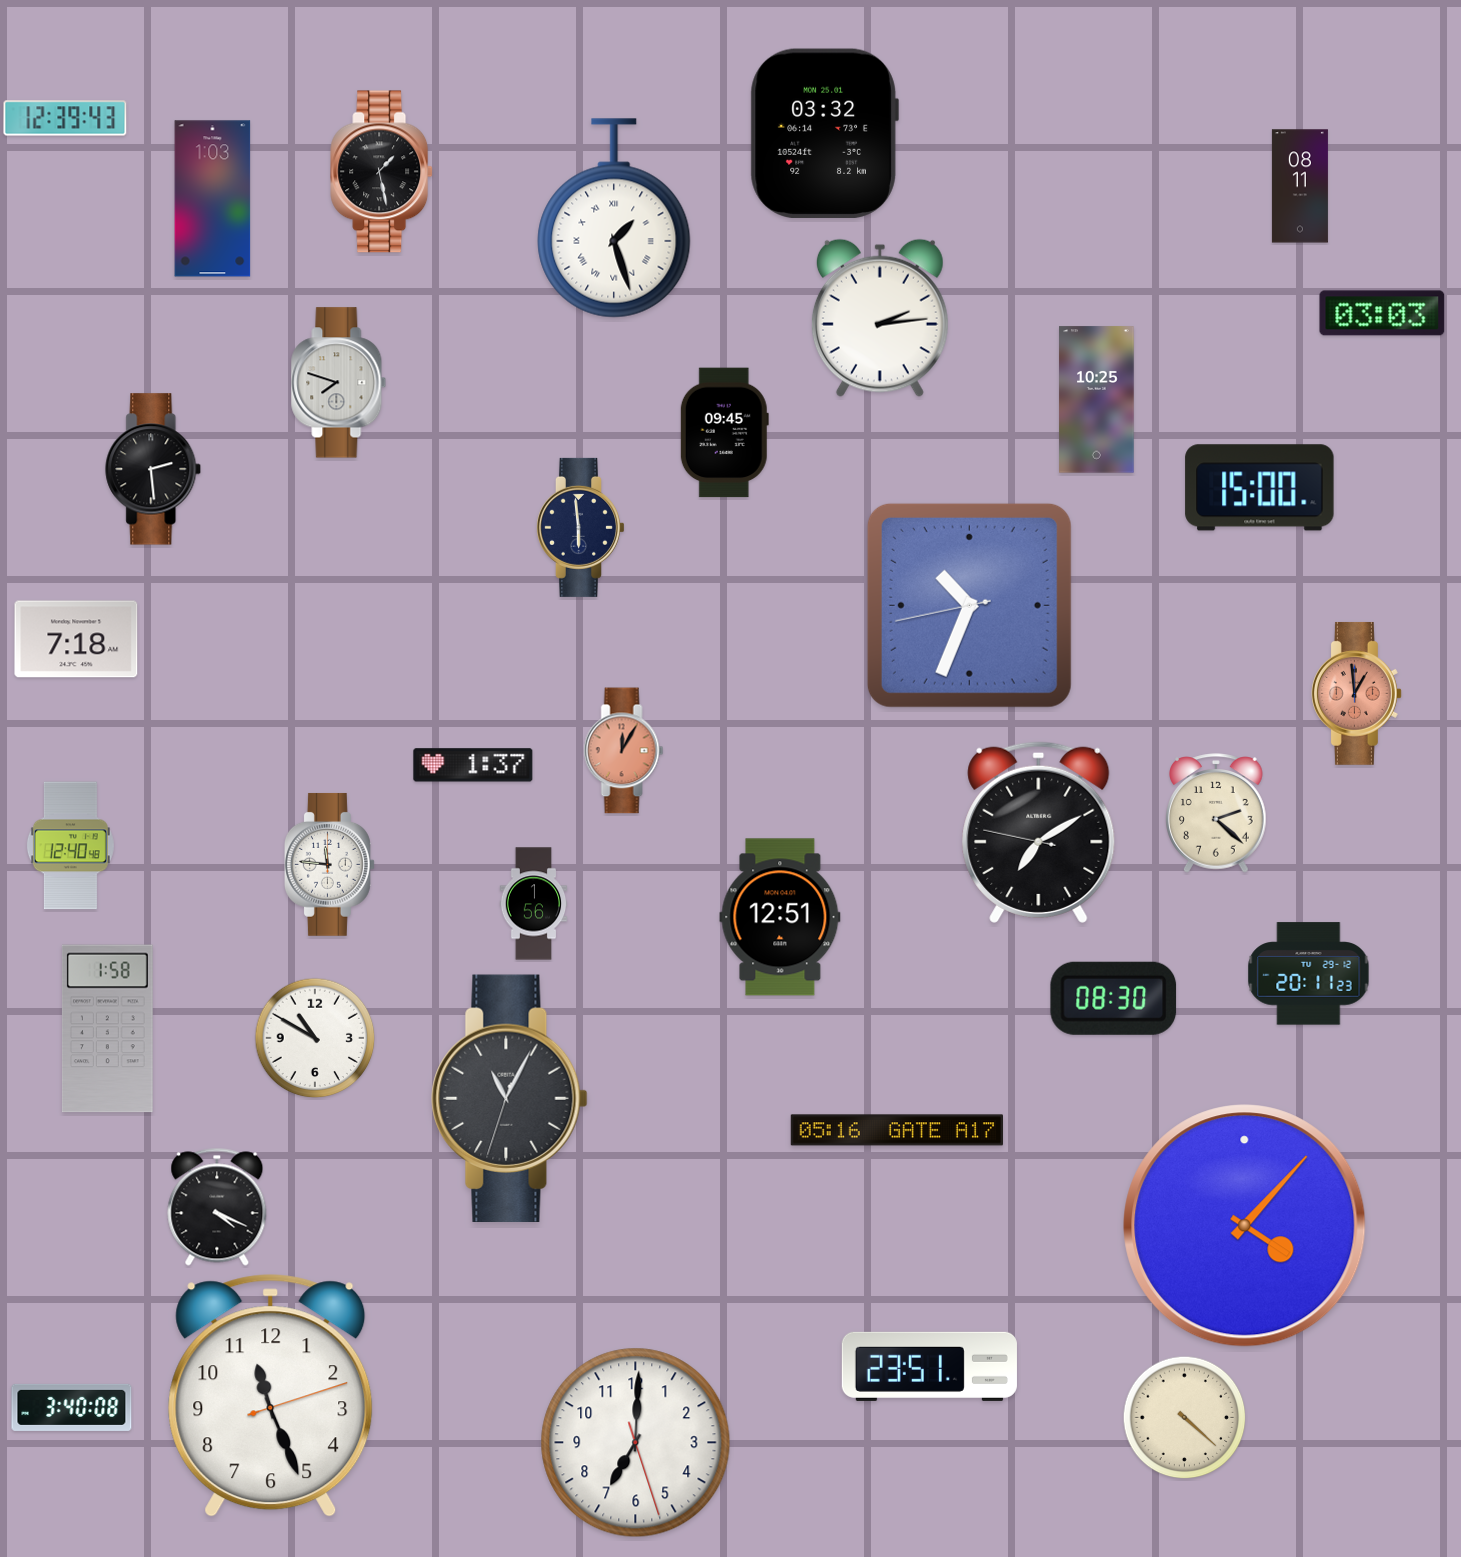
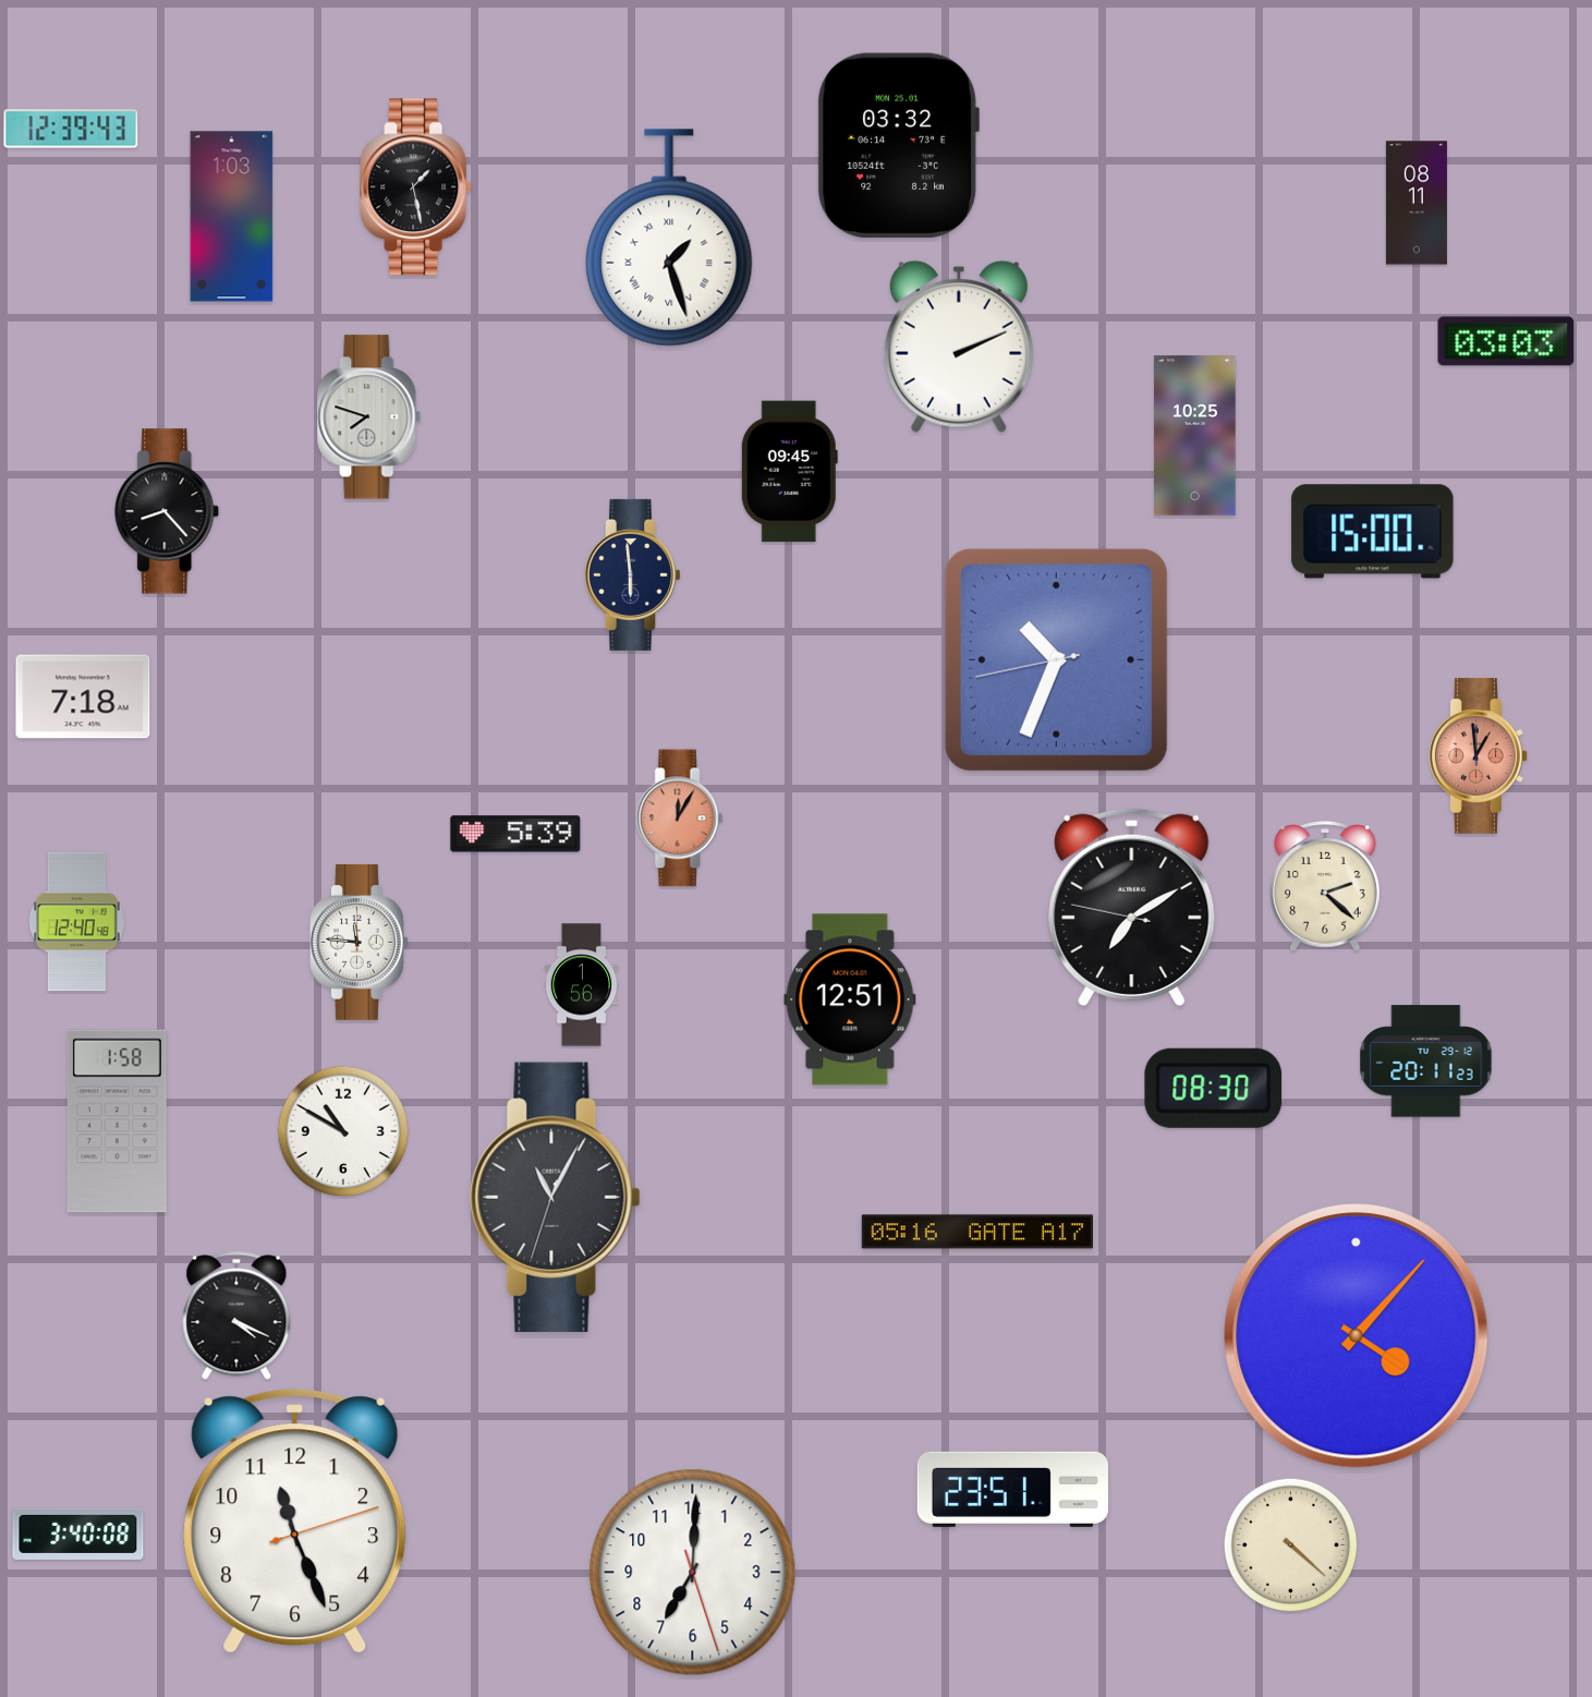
clock at (880, 318): 2:14 -> 2:11
clock at (154, 469): 2:29 -> 8:23
clock at (473, 765): 1:37 -> 5:39
